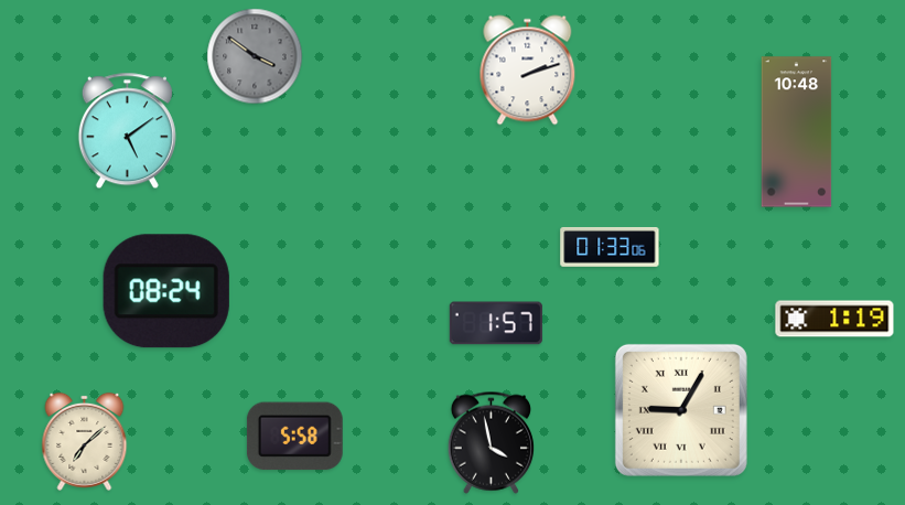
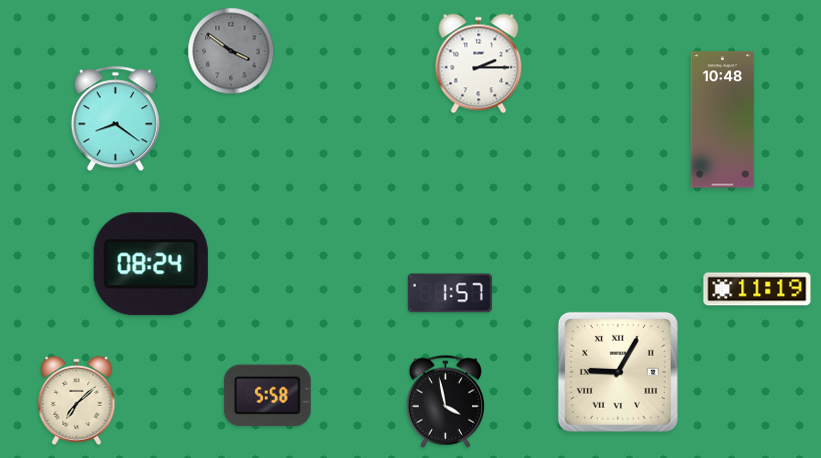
clock at (528, 71): 2:12 -> 2:15
clock at (127, 131): 5:09 -> 8:21
clock at (610, 247): 01:33 -> none
clock at (834, 319): 1:19 -> 11:19
